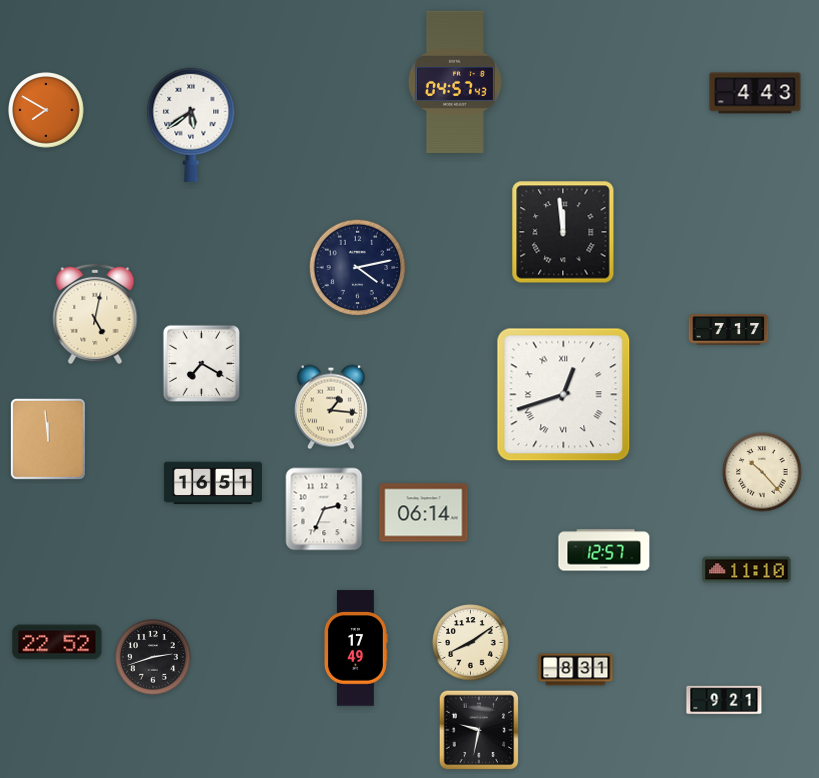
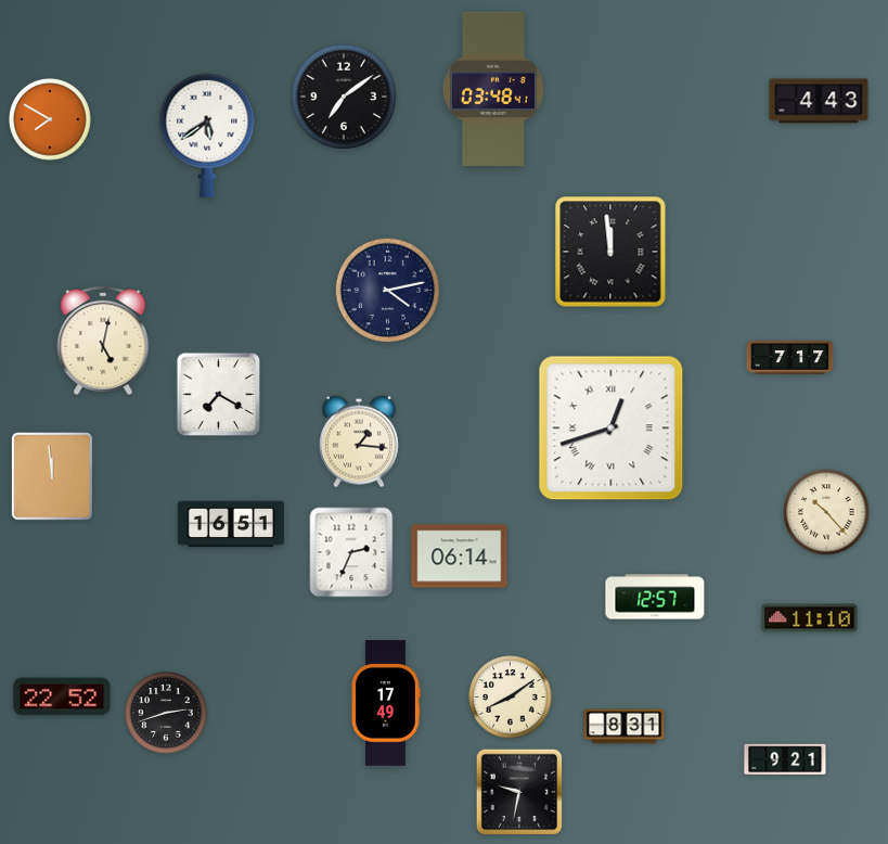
clock at (455, 81): 04:57 -> 03:48
clock at (344, 97): none -> 7:09
